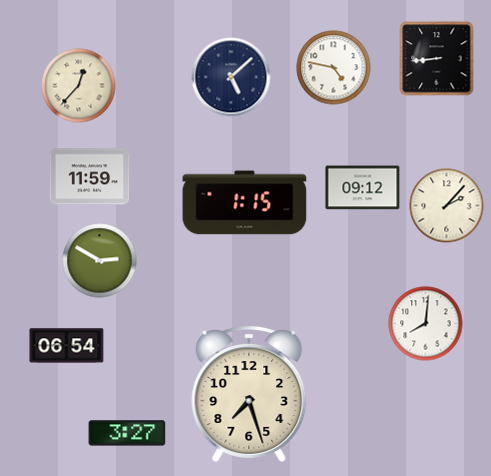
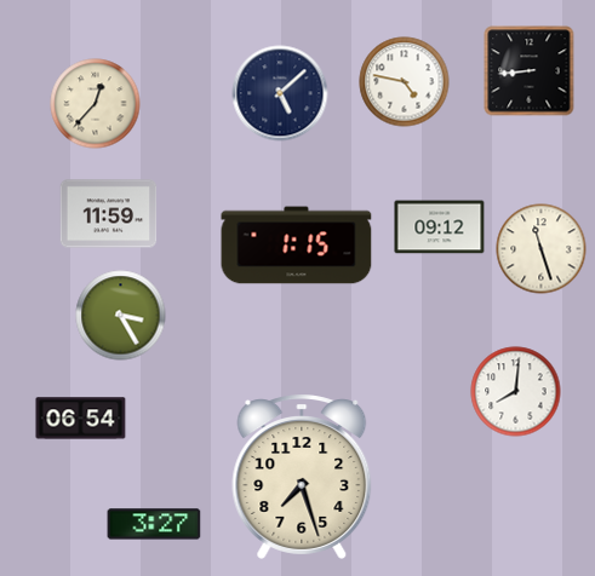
clock at (447, 206): 2:07 -> 11:27
clock at (100, 261): 2:50 -> 3:25
